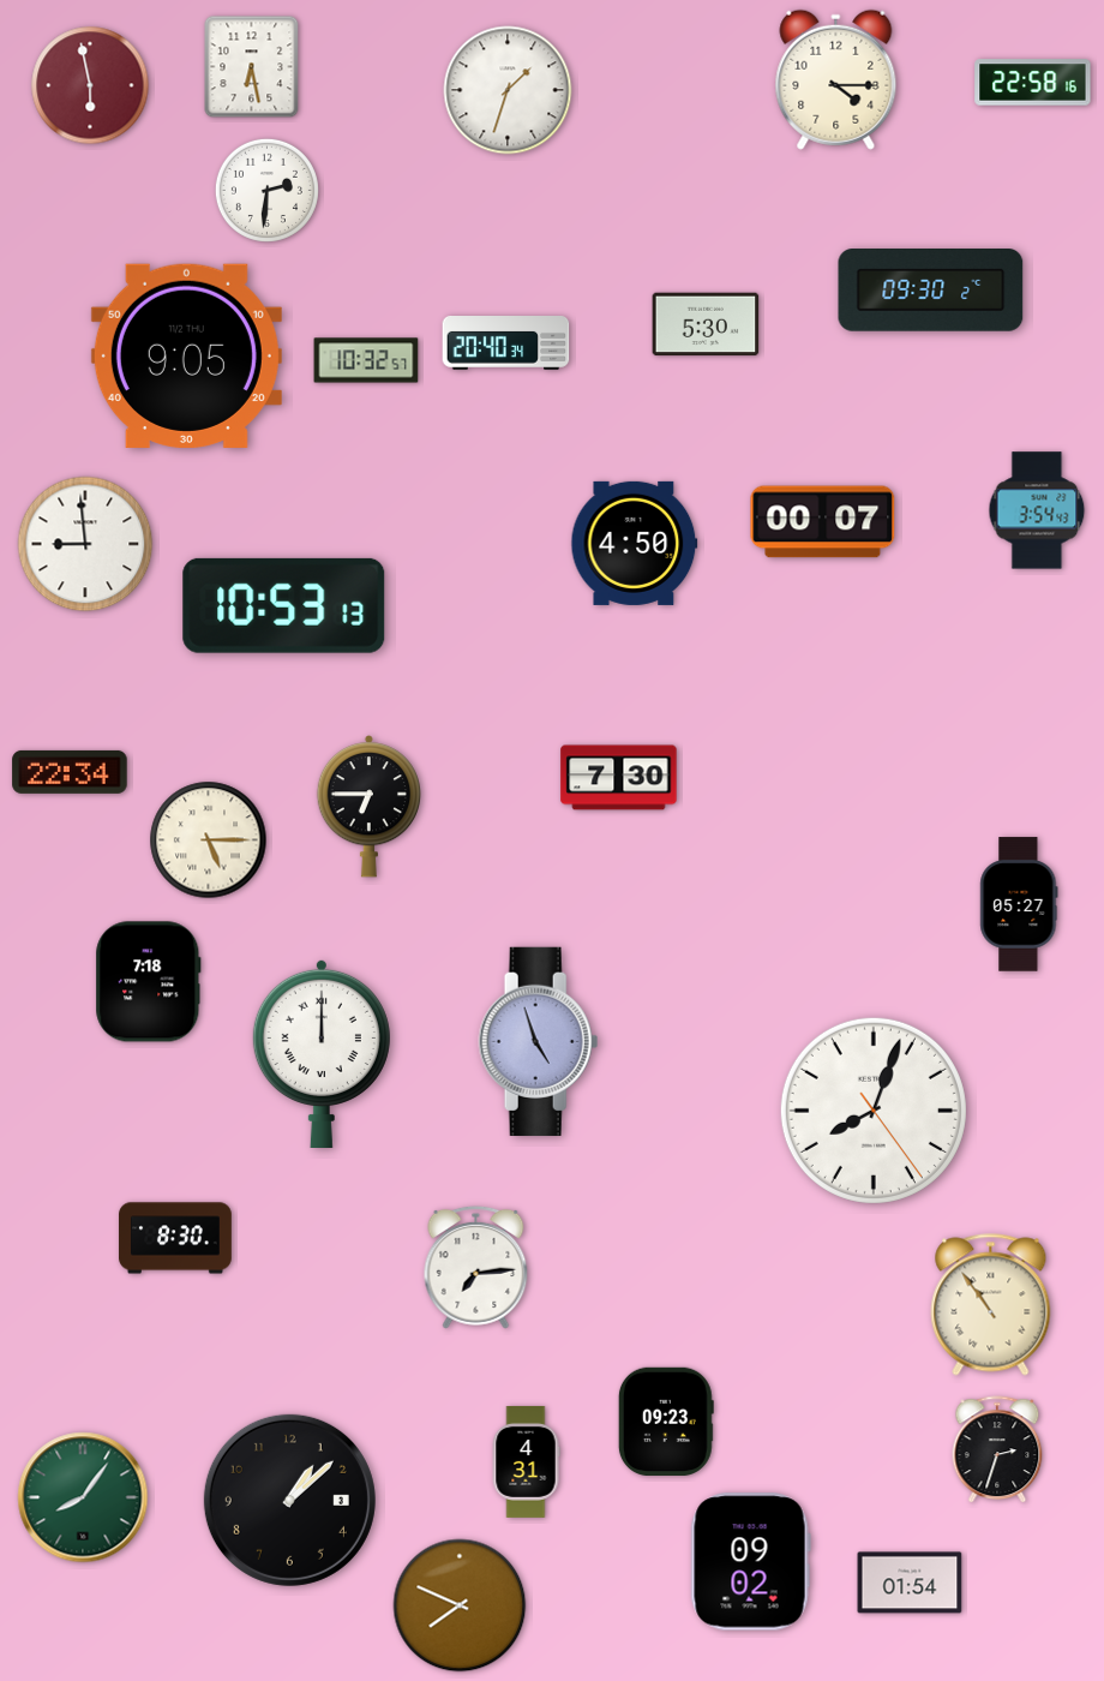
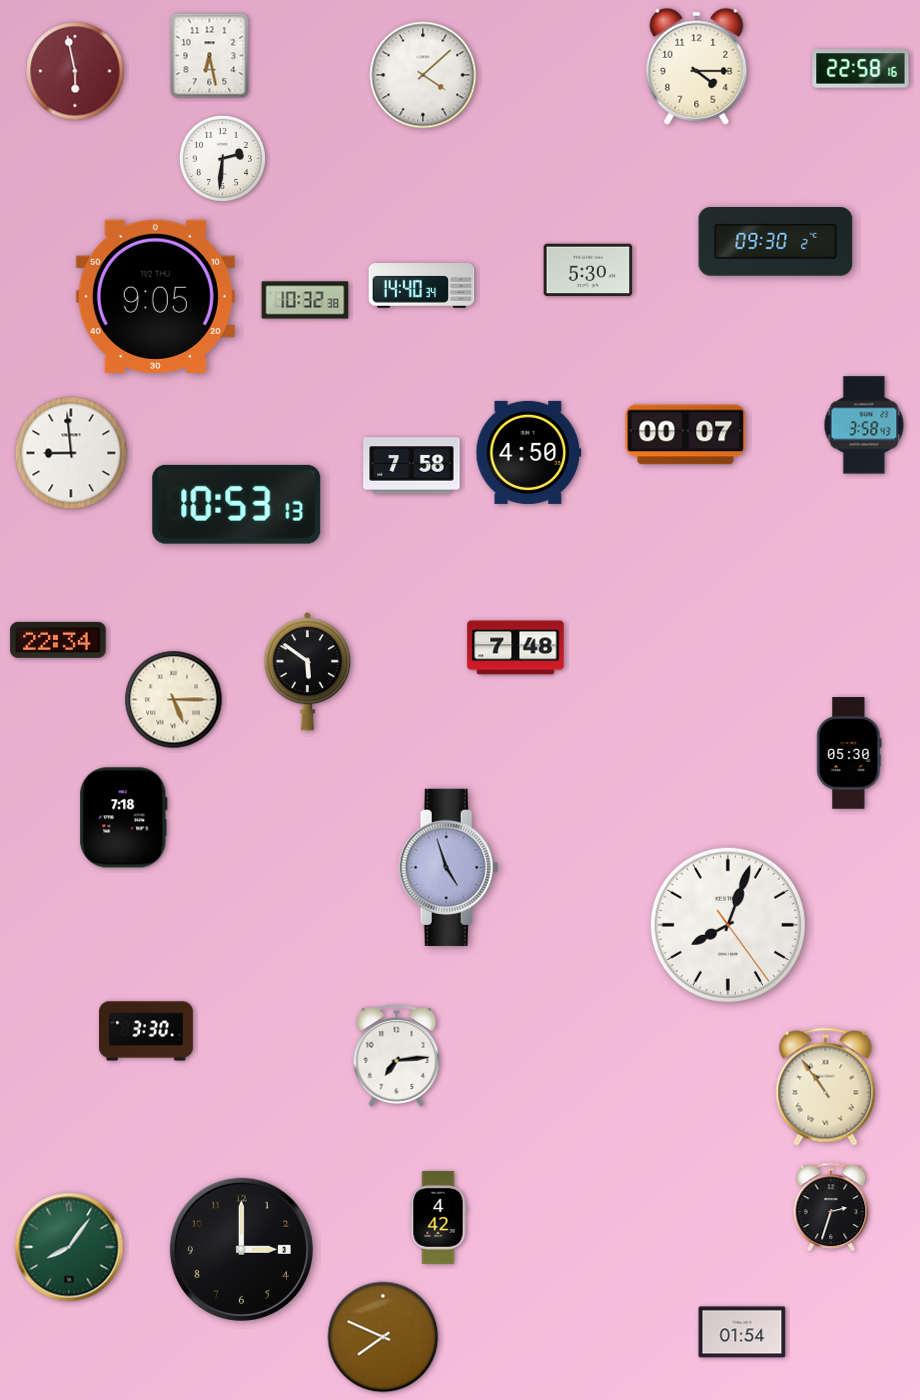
clock at (508, 90): 1:33 -> 4:08
clock at (506, 343): 20:40 -> 14:40
clock at (366, 360): 10:32:57 -> 10:32:38
clock at (1037, 510): 3:54 -> 3:58
clock at (412, 466): none -> 7:58
clock at (70, 772) position: (70, 772) -> (58, 640)
clock at (619, 778): 7:30 -> 7:48
clock at (368, 807): 6:45 -> 5:51
clock at (1019, 904): 05:27 -> 05:30
clock at (322, 1053): 12:00 -> none
clock at (175, 1238): 8:30 -> 3:30
clock at (666, 1420): 09:23 -> none
clock at (526, 1461): 4:31 -> 4:42
clock at (289, 1500): 1:08 -> 3:00
clock at (750, 1562): 09:02 -> none
clock at (910, 1583) position: (910, 1583) -> (742, 1332)
